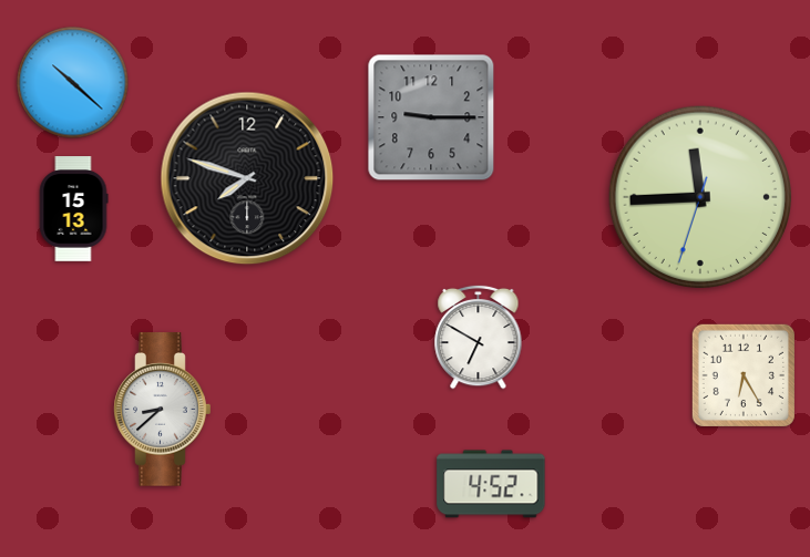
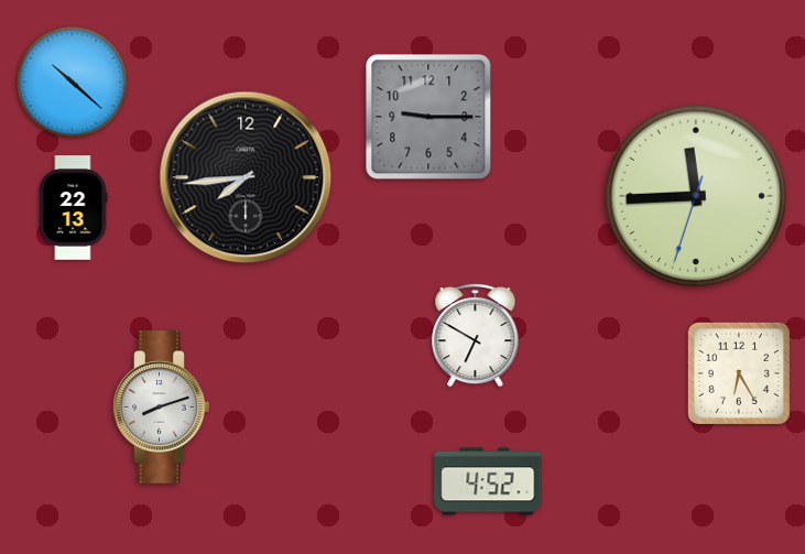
clock at (247, 178): 7:48 -> 7:44
clock at (73, 209): 15:13 -> 22:13
clock at (163, 410): 8:38 -> 8:12
